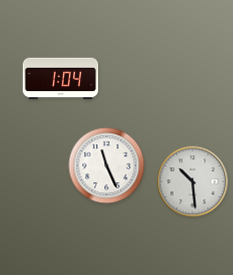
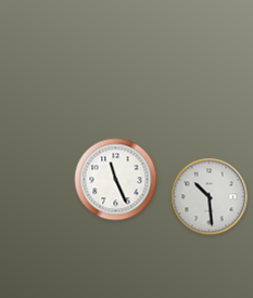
clock at (61, 79): 1:04 -> none
